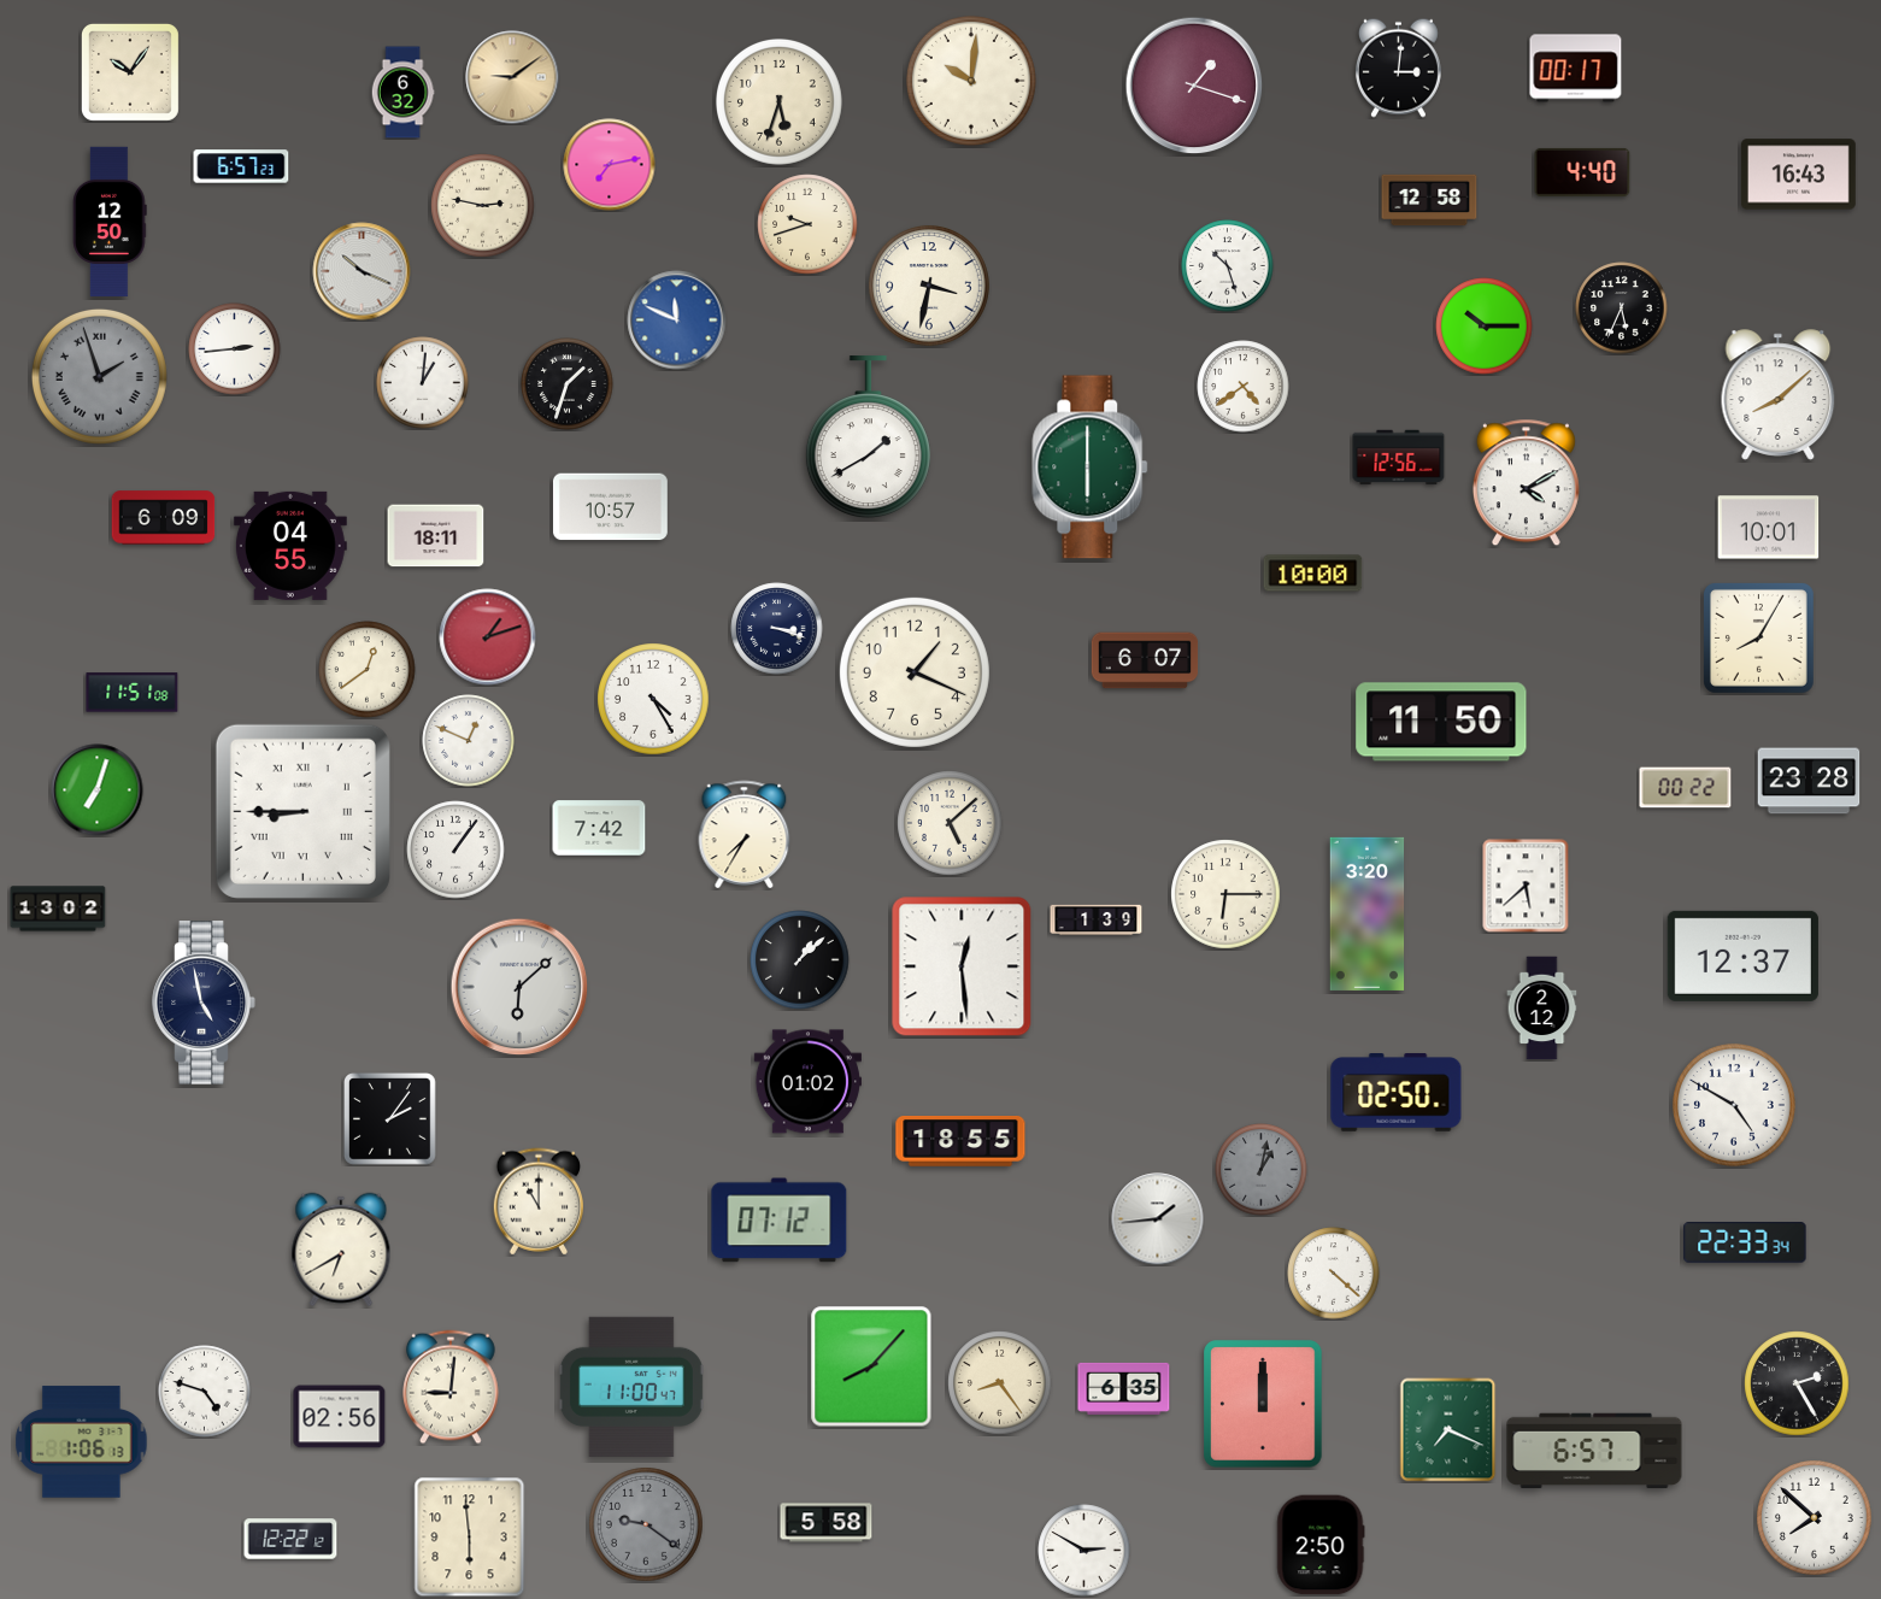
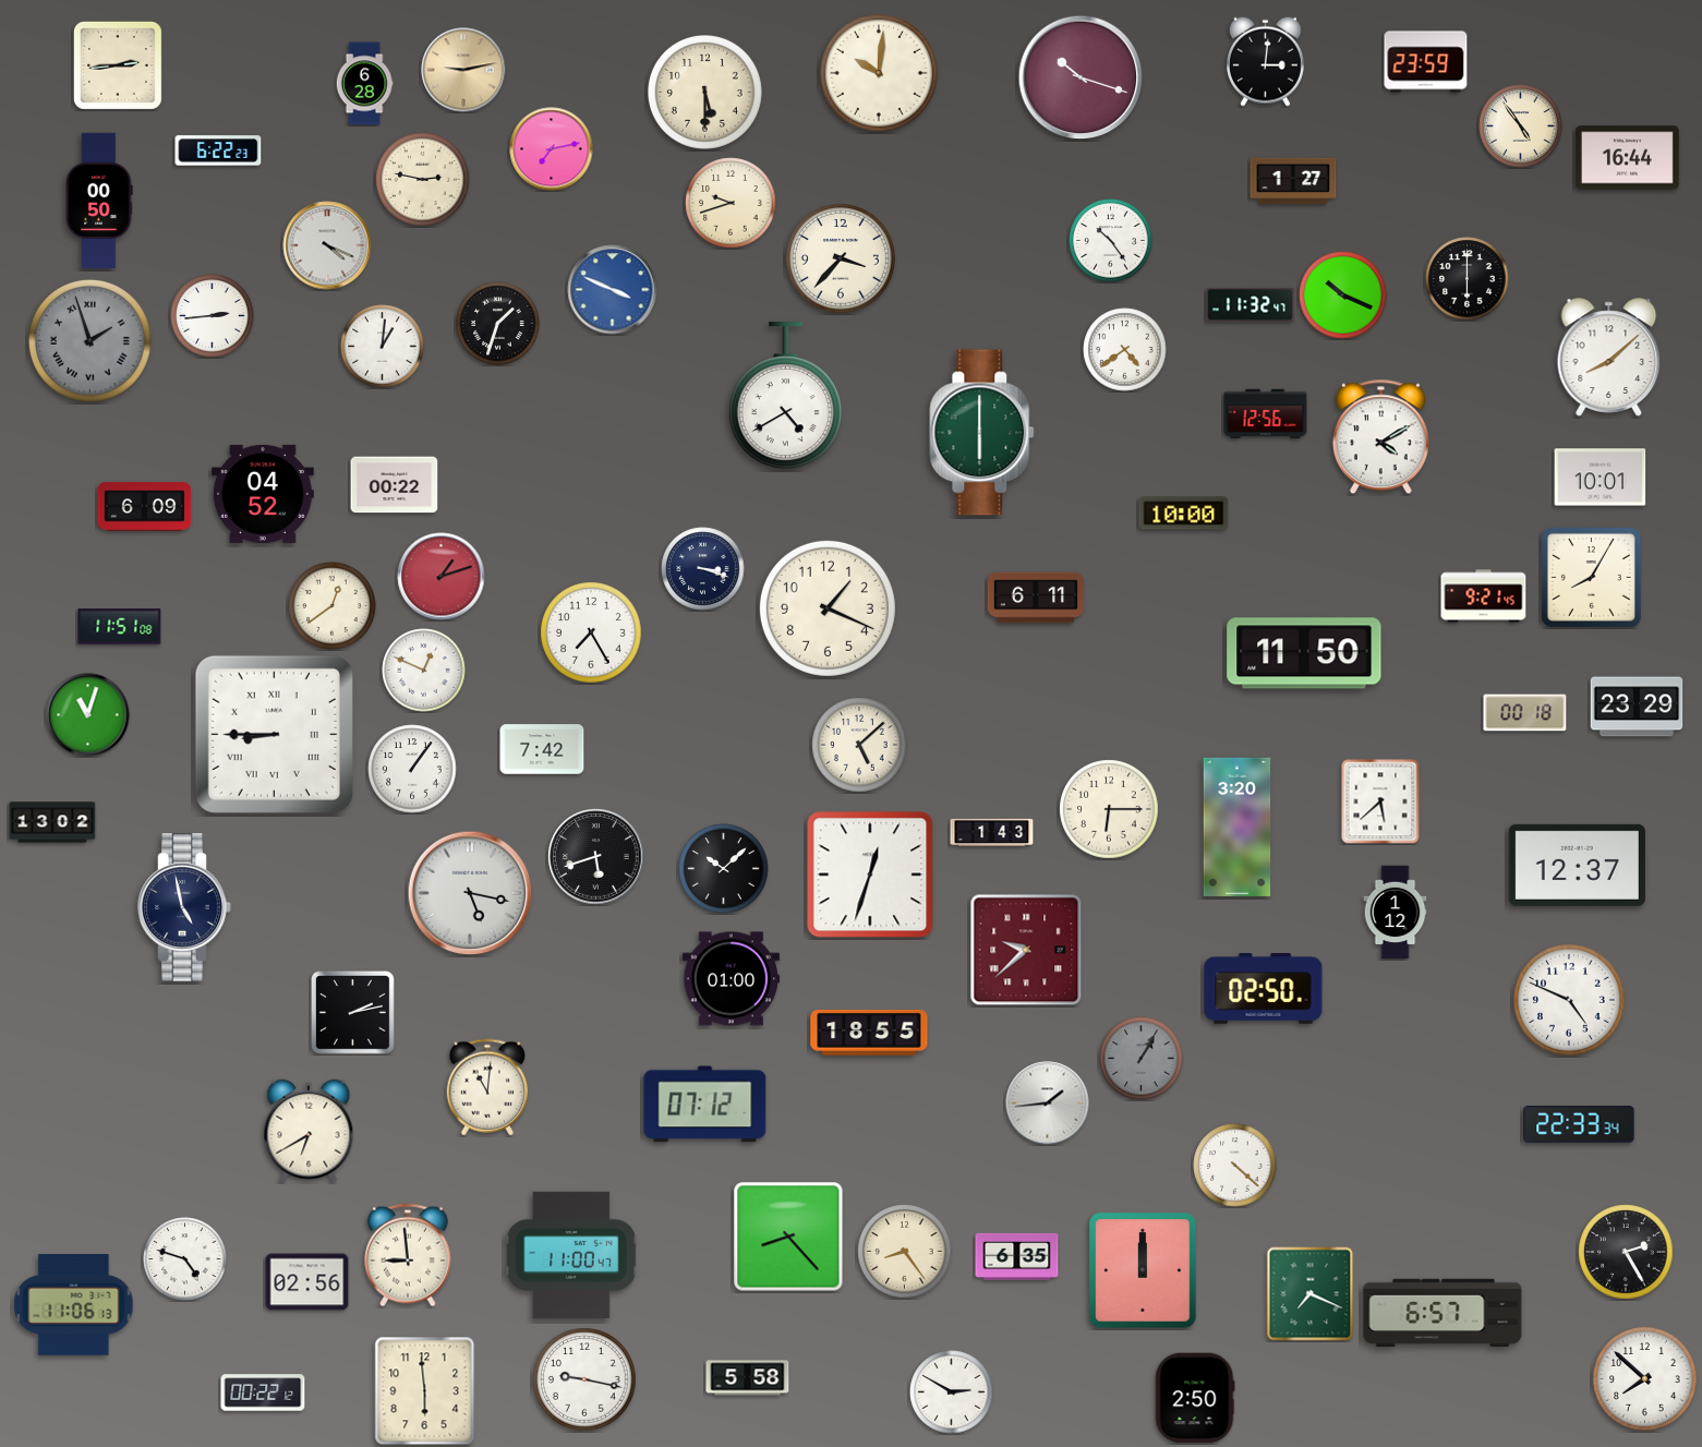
clock at (1576, 69): 00:17 -> 23:59
clock at (130, 72): 10:06 -> 2:44
clock at (512, 77): 9:09 -> 9:13
clock at (1194, 86): 1:18 -> 10:18
clock at (402, 93): 6:32 -> 6:28
clock at (778, 101): 5:33 -> 5:30
clock at (1521, 126): none -> 4:54
clock at (241, 166): 6:57 -> 6:22
clock at (1582, 172): 4:40 -> none
clock at (1798, 175): 16:43 -> 16:44
clock at (1429, 200): 12:58 -> 1:27
clock at (483, 206) position: (483, 206) -> (423, 180)
clock at (110, 222): 12:50 -> 00:50
clock at (1228, 266): 10:27 -> 10:24
clock at (361, 271): 10:19 -> 4:19
clock at (930, 287): 3:32 -> 3:37
clock at (1622, 308): 5:34 -> 6:00
clock at (677, 321): 11:49 -> 3:49
clock at (1485, 327): 10:15 -> 10:19
clock at (1251, 305): none -> 11:32
clock at (568, 384) position: (568, 384) -> (498, 324)
clock at (868, 437): 1:40 -> 4:40
clock at (1091, 468) position: (1091, 468) -> (982, 433)
clock at (610, 507): 10:57 -> none
clock at (164, 518) position: (164, 518) -> (145, 507)
clock at (436, 536): 18:11 -> 00:22
clock at (290, 546): 04:55 -> 04:52
clock at (1313, 574) position: (1313, 574) -> (1184, 514)
clock at (1484, 596): none -> 9:21
clock at (1145, 660): 6:07 -> 6:11
clock at (653, 699): 4:25 -> 7:25
clock at (1809, 781): 23:28 -> 23:29
clock at (1686, 788): 00:22 -> 00:18
clock at (98, 790): 7:03 -> 11:03
clock at (745, 834): 7:35 -> none
clock at (1097, 921): 1:39 -> 1:43
clock at (596, 857): none -> 5:42
clock at (800, 960): 1:08 -> 10:08
clock at (962, 966): 12:29 -> 12:33
clock at (519, 987): 6:08 -> 5:17
clock at (1542, 1009): 2:12 -> 1:12
clock at (1026, 950): none -> 9:38
clock at (807, 1082): 01:02 -> 01:00
clock at (1735, 1106): 4:50 -> 4:49
clock at (390, 1119): 2:06 -> 2:13
clock at (1262, 1170): 1:02 -> 1:05
clock at (537, 1201): 11:00 -> 11:01
clock at (1334, 1274) position: (1334, 1274) -> (1235, 1166)
clock at (871, 1366): 8:07 -> 8:23
clock at (451, 1387): 9:01 -> 8:59
clock at (82, 1442): 1:06 -> 11:06
clock at (1815, 1518) position: (1815, 1518) -> (1645, 1379)
clock at (646, 1524): 9:21 -> 9:17
clock at (646, 1524) dial: grey -> white
clock at (290, 1539): 12:22 -> 00:22
clock at (1084, 1551) position: (1084, 1551) -> (952, 1392)
